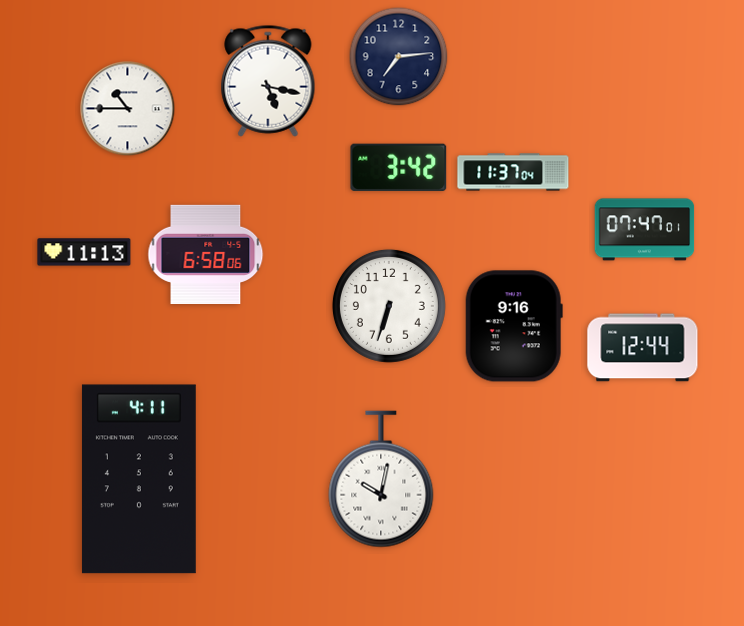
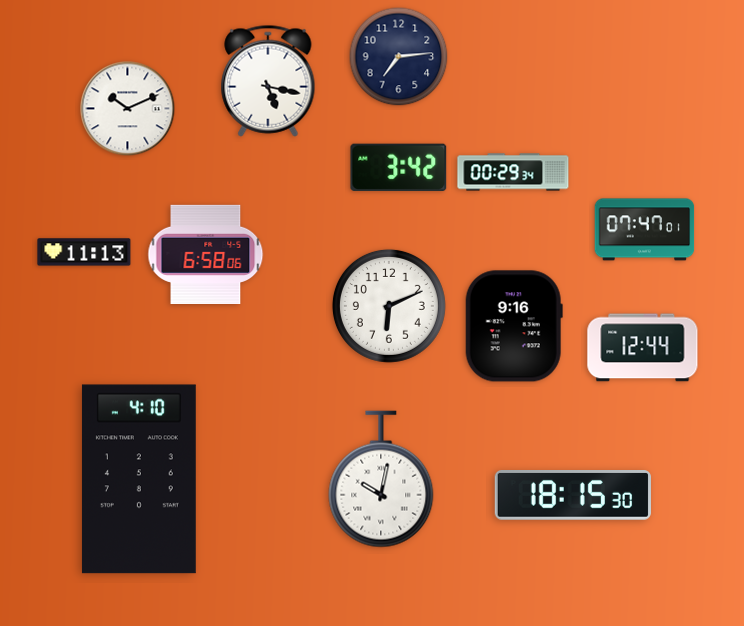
clock at (128, 109): 10:45 -> 10:11
clock at (513, 172): 11:37 -> 00:29
clock at (389, 306): 6:33 -> 6:11
clock at (139, 479): 4:11 -> 4:10
clock at (573, 496): none -> 18:15
